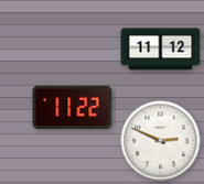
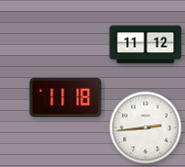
clock at (73, 108): 11:22 -> 11:18
clock at (161, 141): 2:49 -> 2:44
